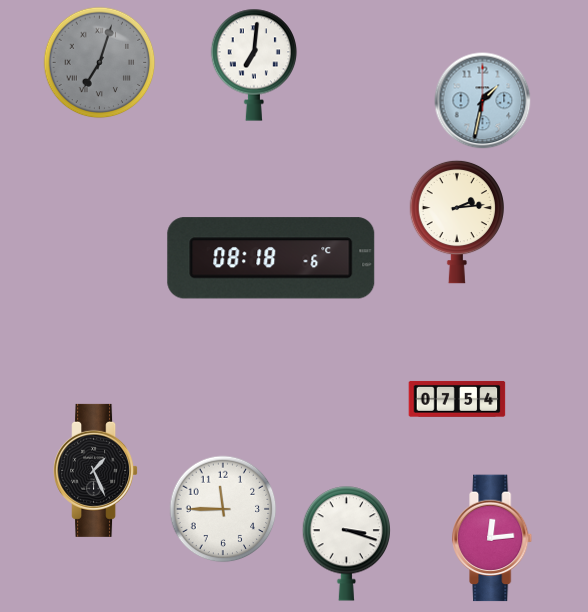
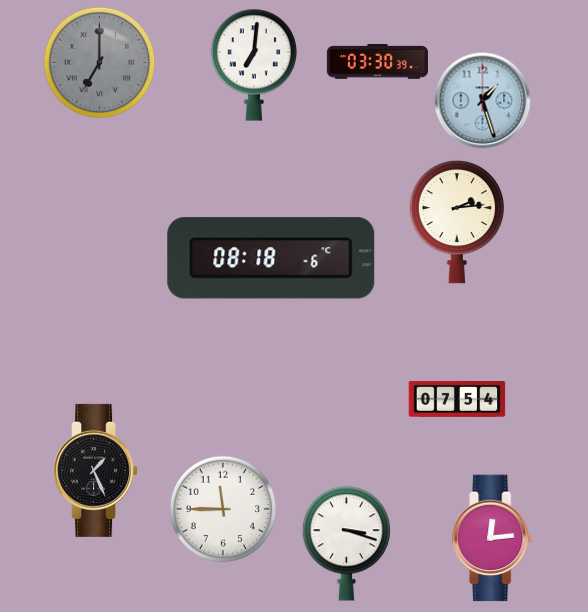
clock at (377, 62): none -> 03:30
clock at (100, 63): 7:03 -> 7:00
clock at (483, 101): 1:32 -> 1:27
